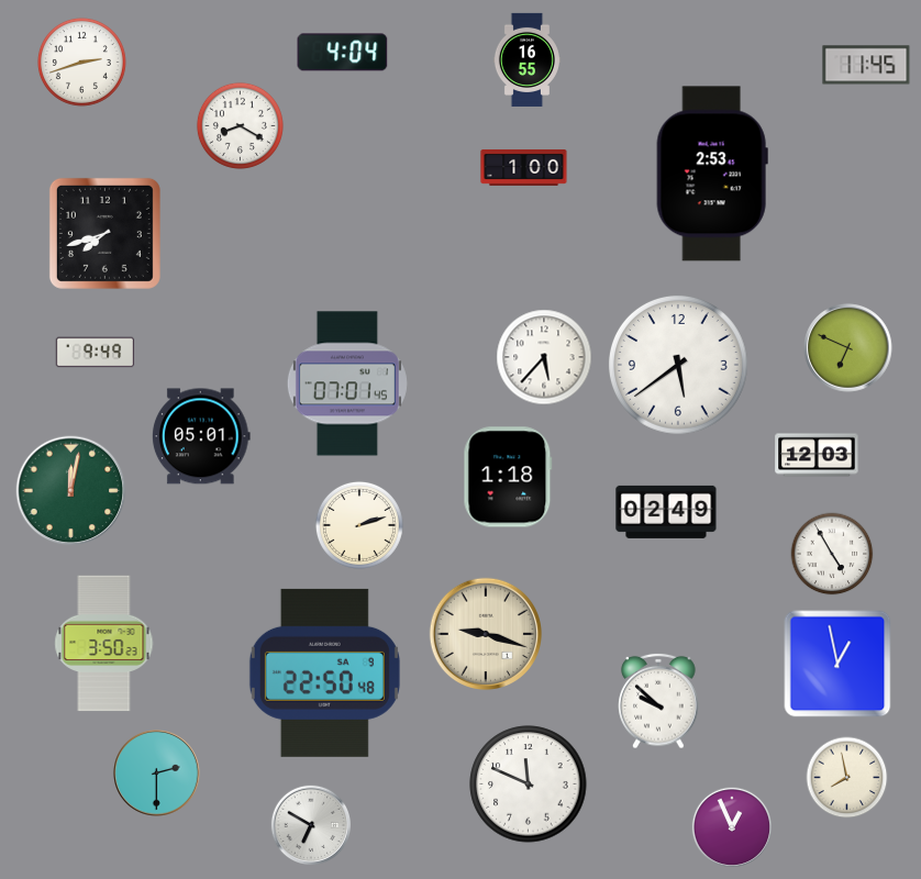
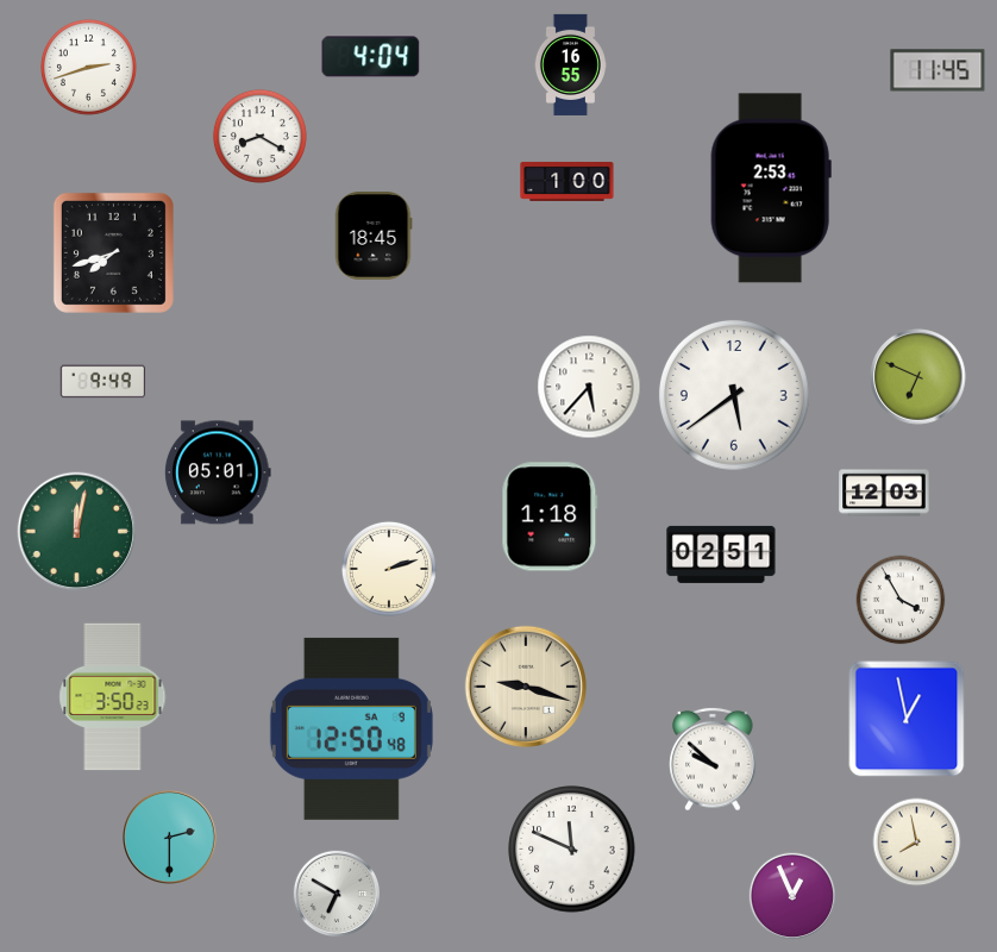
clock at (374, 237): none -> 18:45
clock at (347, 383): 07:01 -> none
clock at (666, 512): 02:49 -> 02:51
clock at (832, 554): 4:55 -> 3:55
clock at (324, 672): 22:50 -> 12:50
